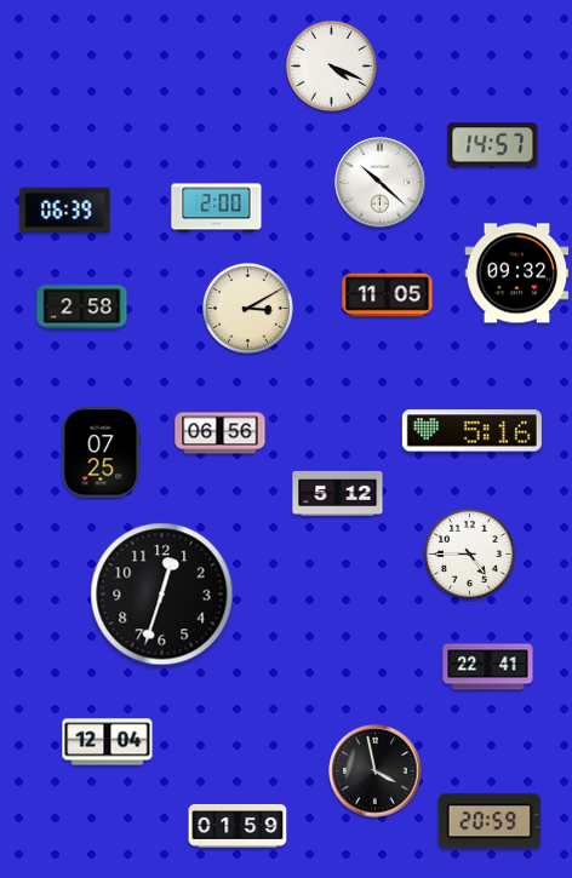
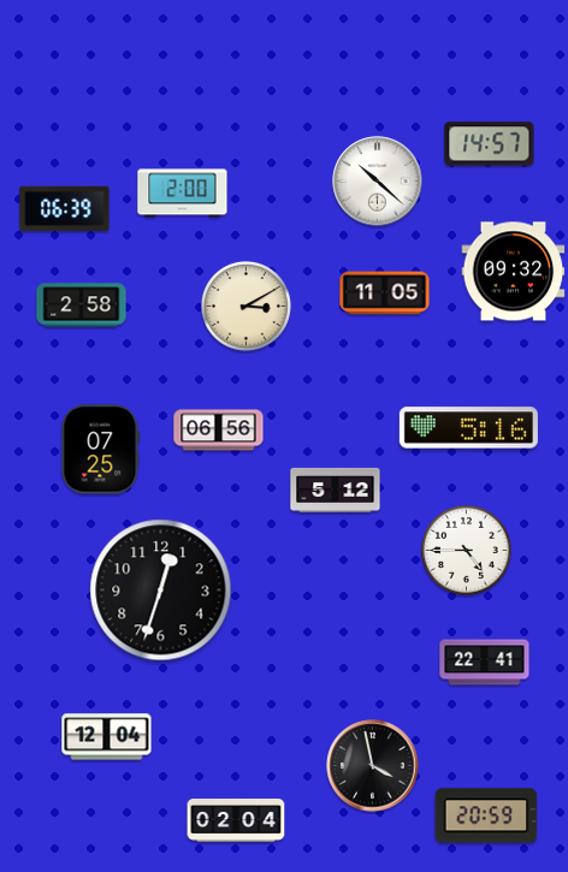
clock at (332, 67): 4:19 -> none
clock at (217, 208) position: (217, 208) -> (183, 194)
clock at (238, 826): 01:59 -> 02:04
